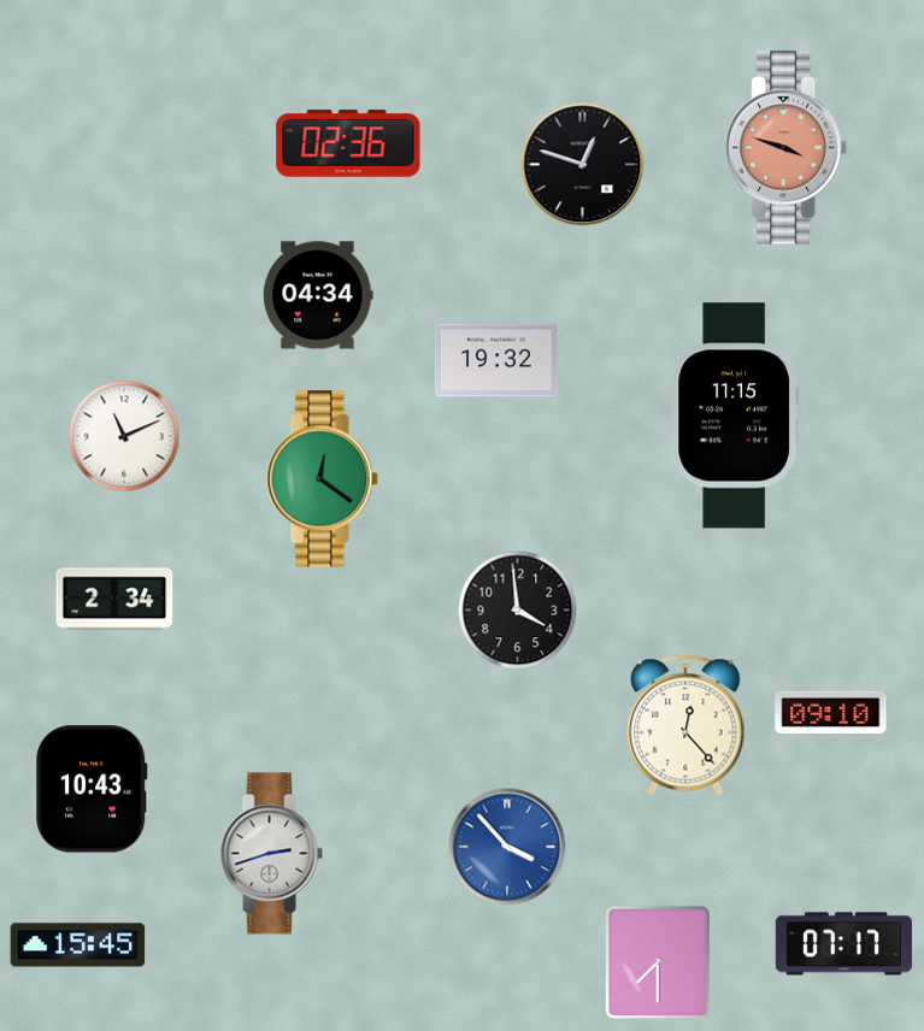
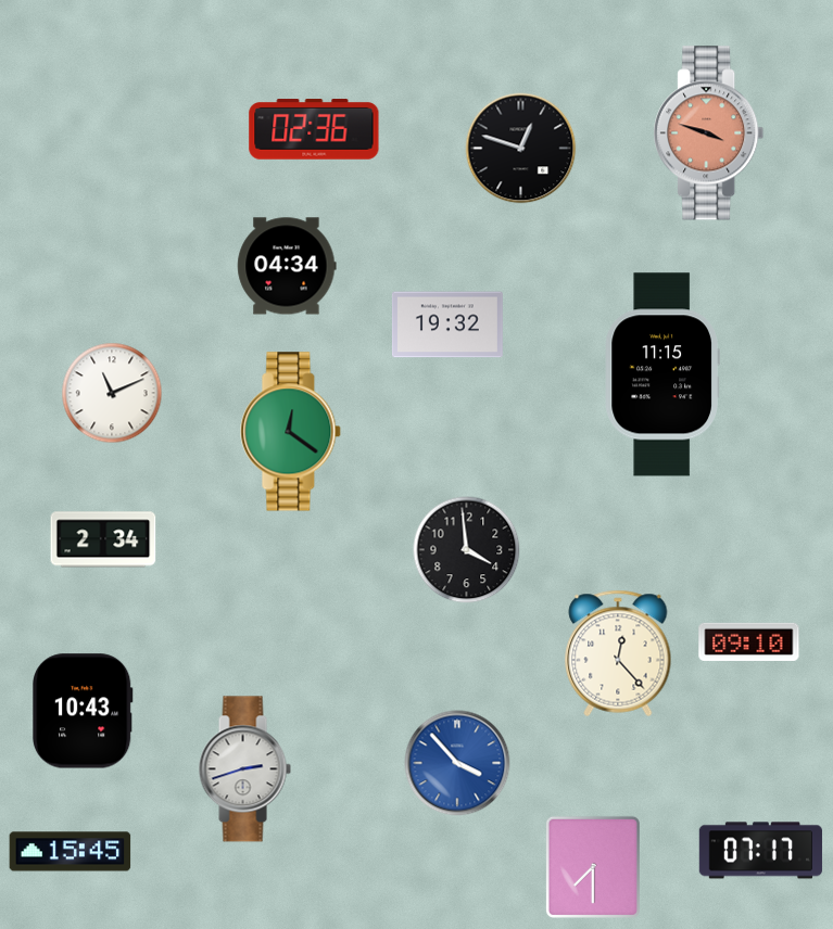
clock at (583, 165) position: (583, 165) -> (521, 149)
